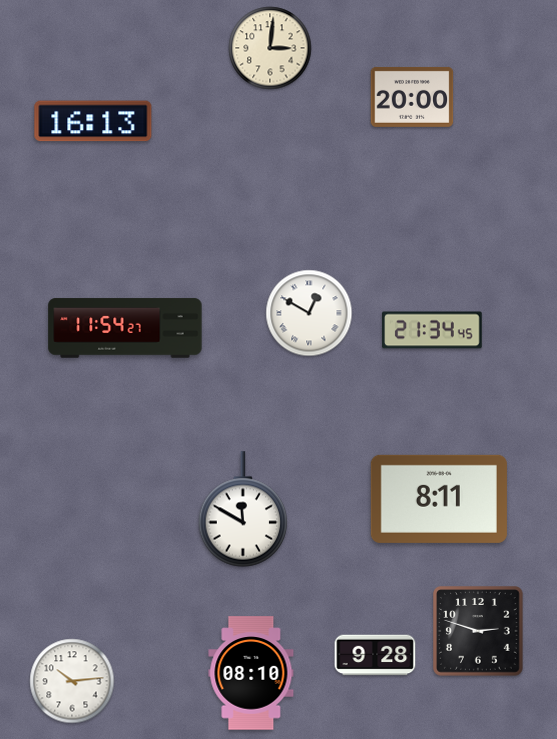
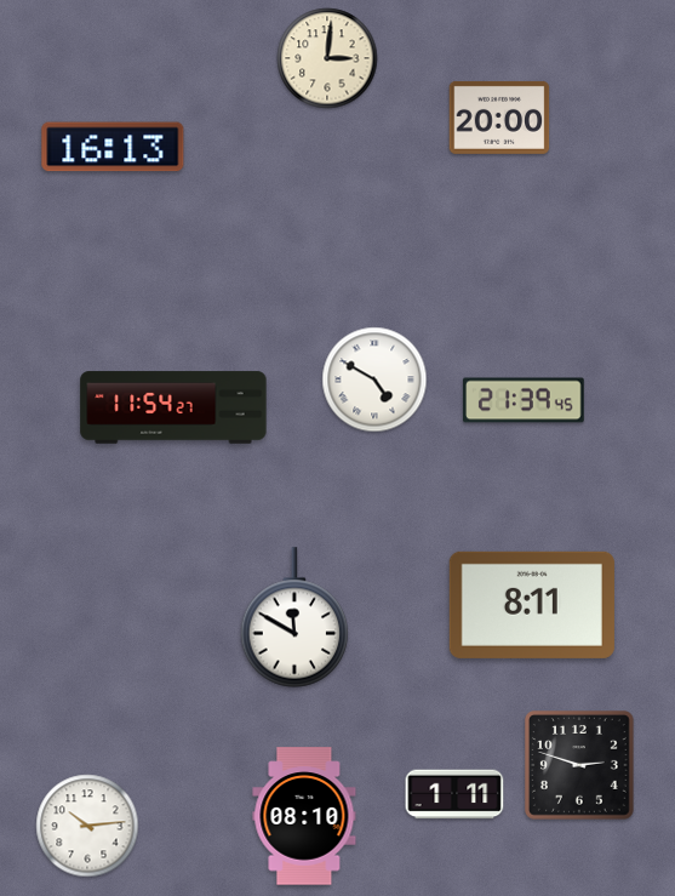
clock at (309, 313): 12:50 -> 4:50
clock at (125, 328) position: (125, 328) -> (173, 407)
clock at (432, 330): 21:34 -> 21:39
clock at (375, 655): 9:28 -> 1:11
